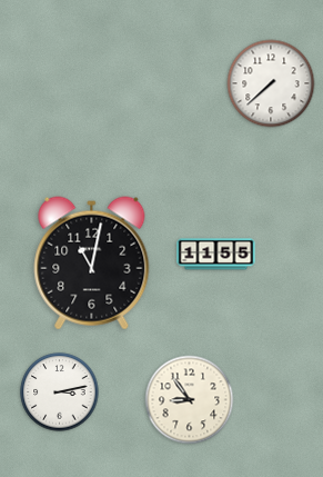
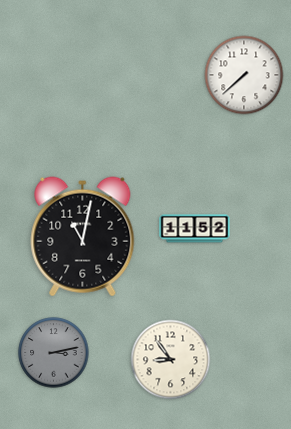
clock at (216, 255): 11:55 -> 11:52
clock at (60, 392) dial: white -> grey
